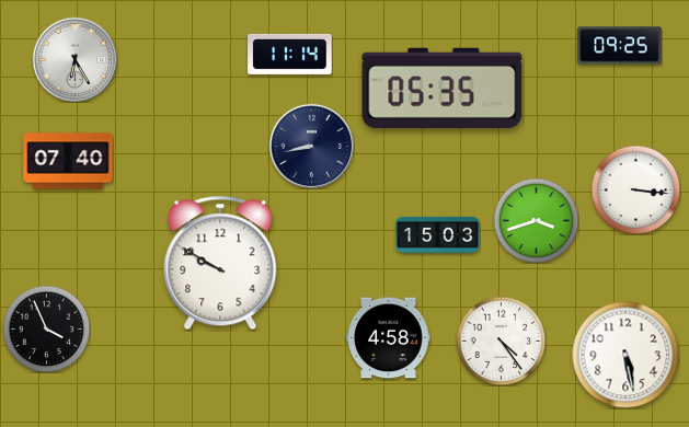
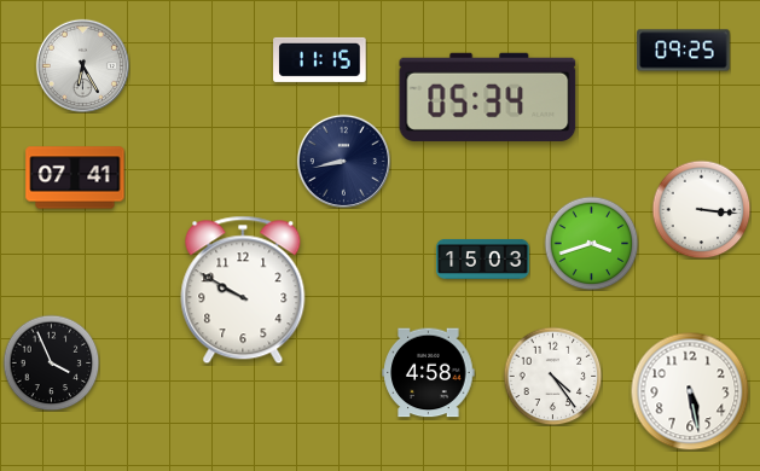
clock at (290, 54): 11:14 -> 11:15
clock at (443, 88): 05:35 -> 05:34
clock at (68, 161): 07:40 -> 07:41
